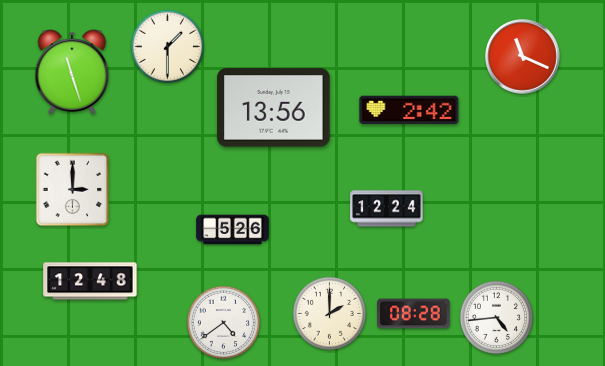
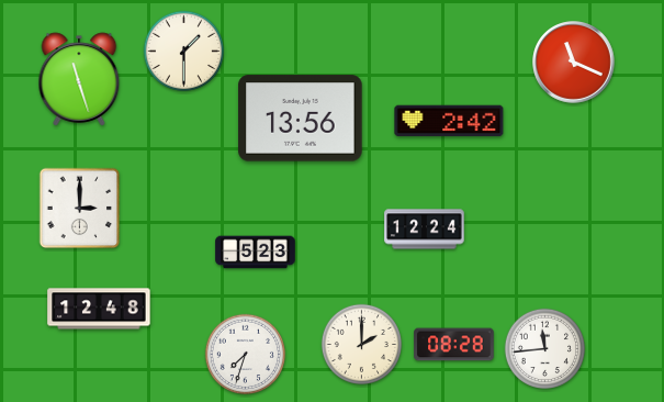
clock at (233, 230): 5:26 -> 5:23
clock at (496, 317): 4:44 -> 11:44
clock at (223, 322): 4:39 -> 7:33
